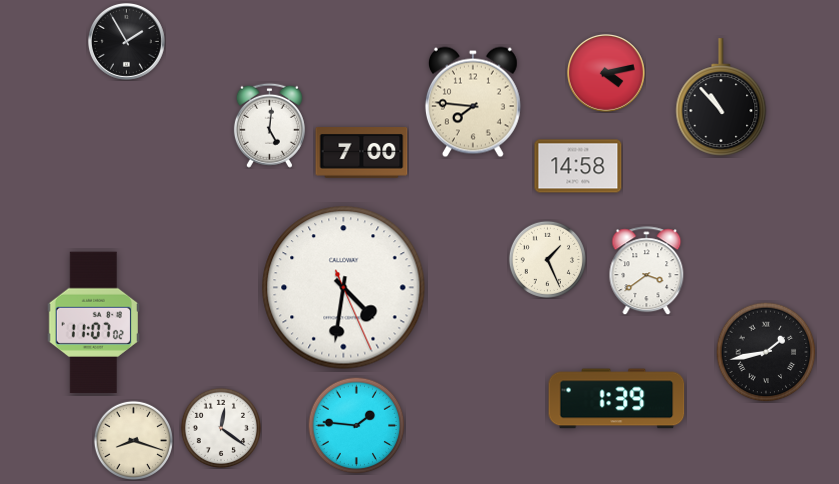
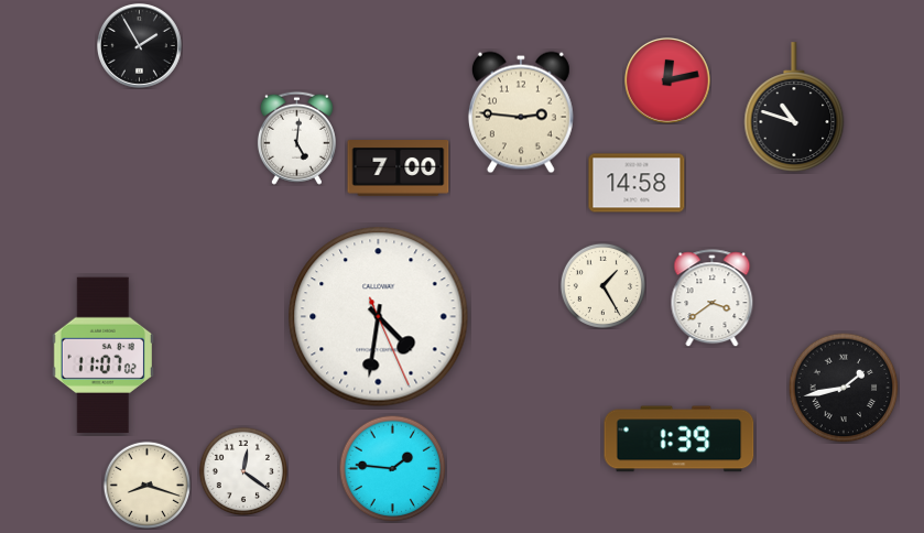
clock at (606, 73): 4:13 -> 12:13
clock at (721, 97): 10:53 -> 10:48
clock at (473, 102): 7:46 -> 2:46
clock at (547, 259): 1:26 -> 1:25
